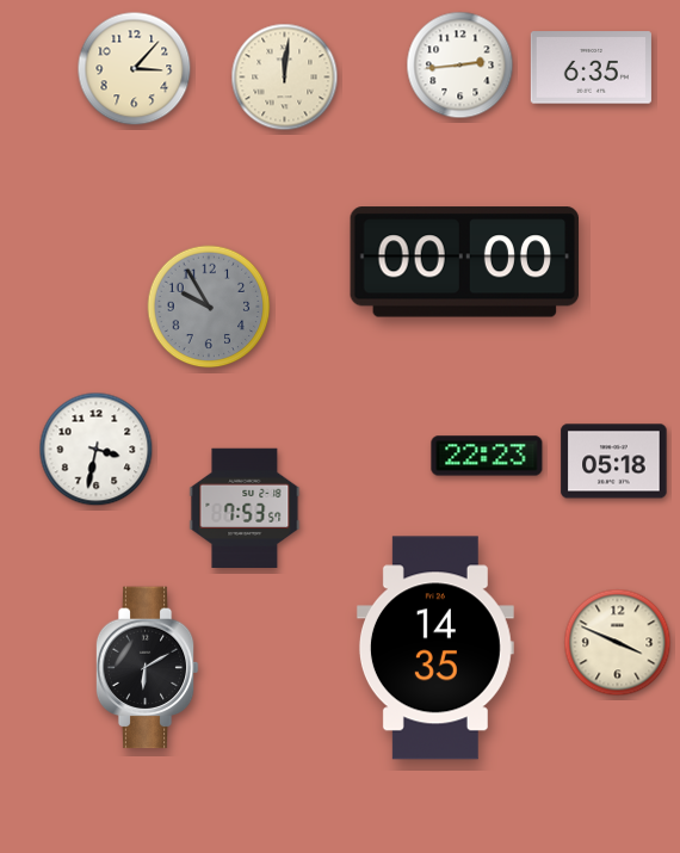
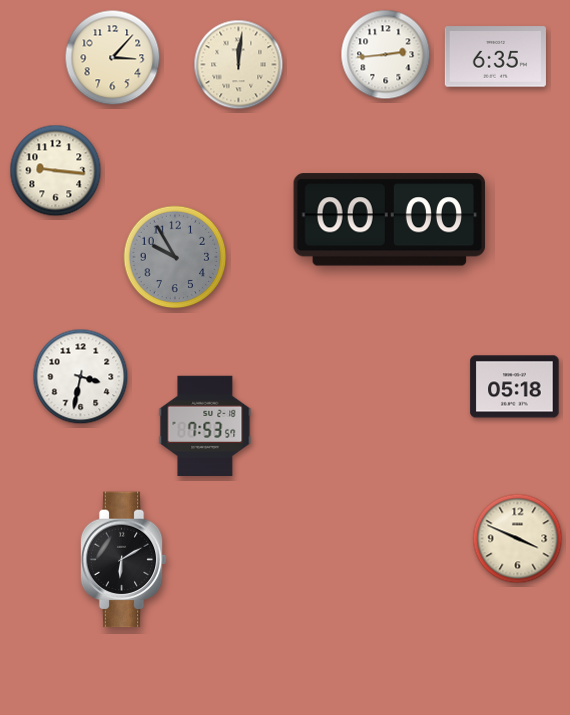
clock at (56, 171): none -> 9:16
clock at (487, 456): 22:23 -> none
clock at (435, 648): 14:35 -> none
